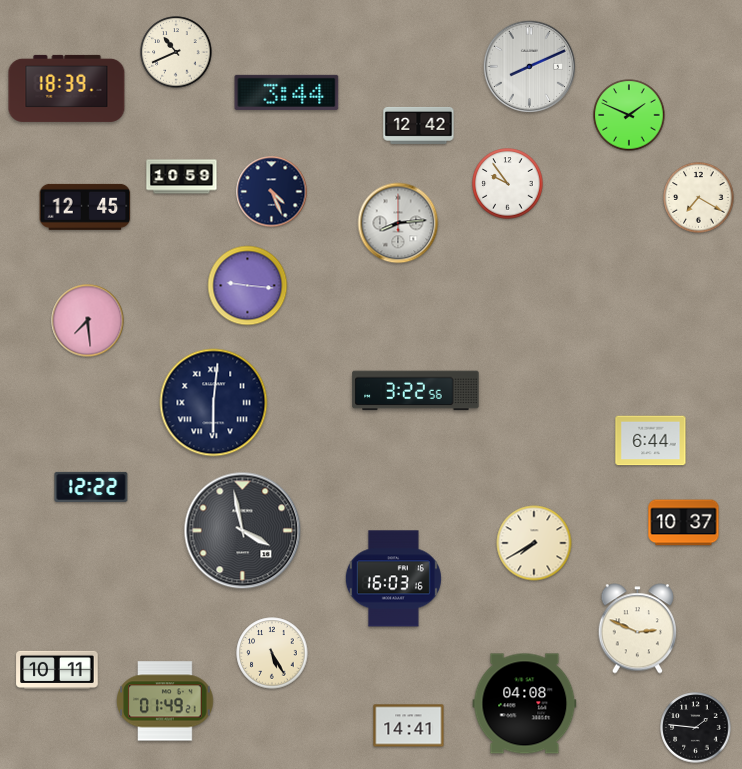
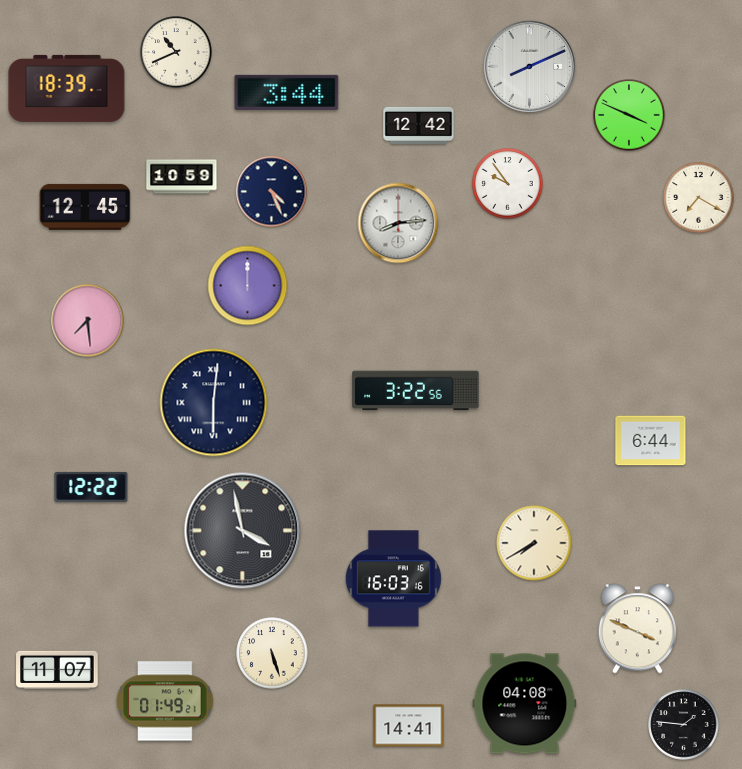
clock at (629, 115): 1:49 -> 3:49
clock at (248, 286): 9:16 -> 12:00
clock at (684, 523): 10:37 -> none
clock at (637, 629): 2:49 -> 3:49
clock at (272, 653): 5:25 -> 5:27
clock at (57, 669): 10:11 -> 11:07
clock at (696, 728) position: (696, 728) -> (684, 725)
